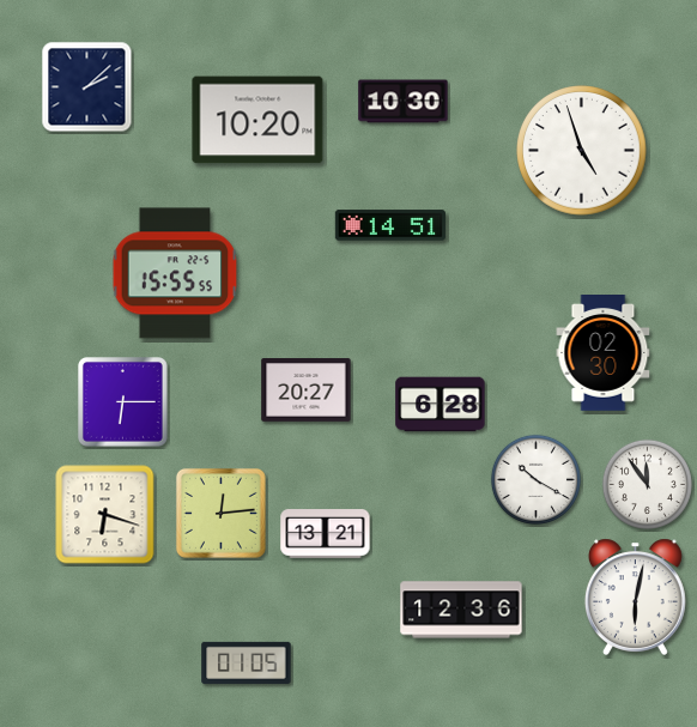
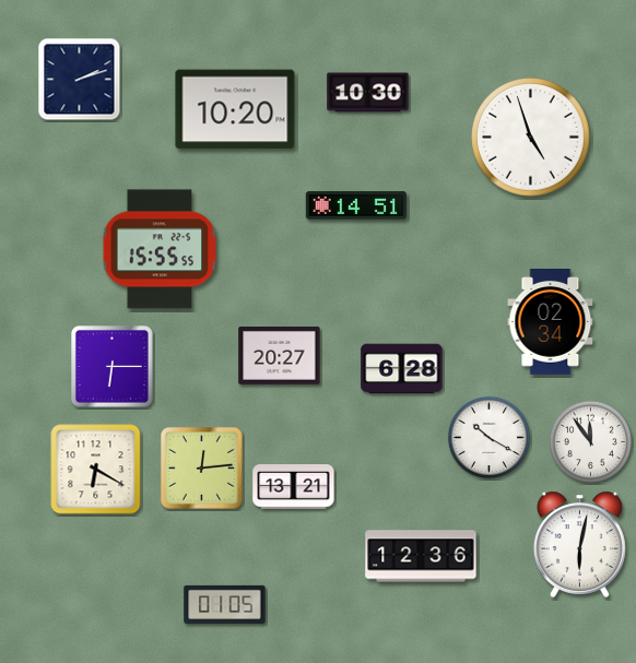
clock at (87, 87): 2:08 -> 2:12
clock at (604, 353): 02:30 -> 02:34
clock at (105, 515): 6:18 -> 6:20
clock at (326, 534) position: (326, 534) -> (294, 487)
